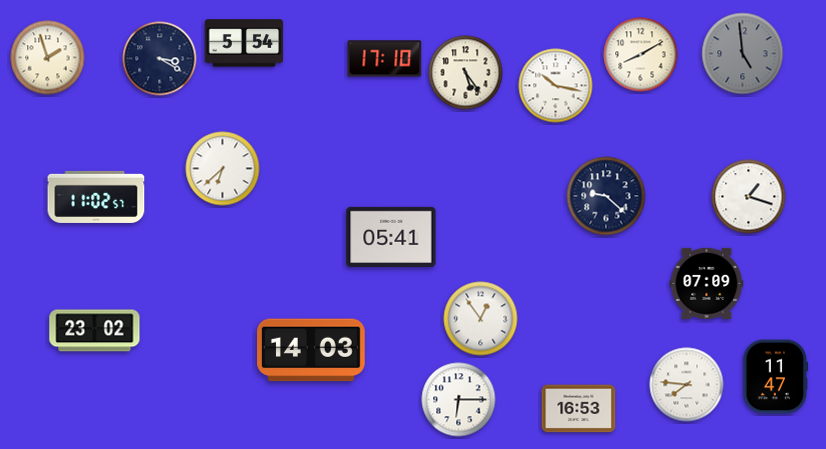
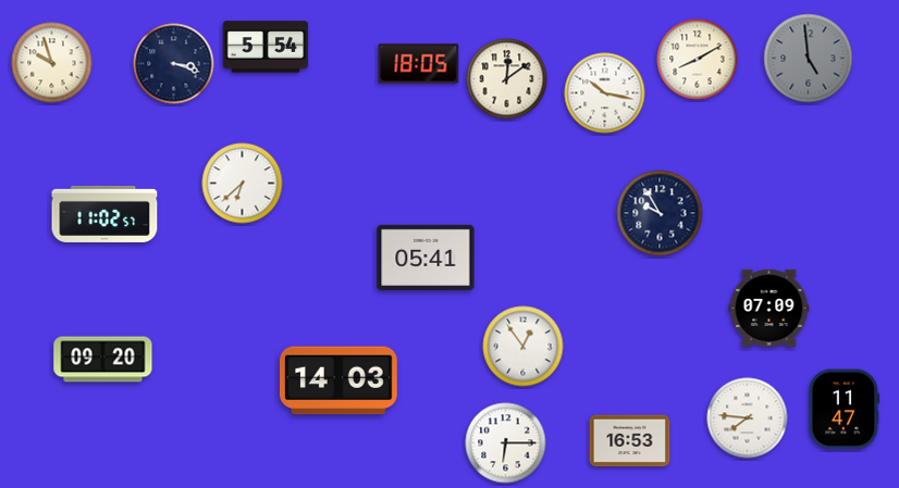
clock at (48, 58): 1:57 -> 9:57
clock at (160, 59): 3:20 -> 3:18
clock at (385, 59): 17:10 -> 18:05
clock at (466, 73): 5:24 -> 12:09
clock at (606, 196): 9:22 -> 9:55
clock at (749, 197): 1:18 -> none
clock at (95, 331): 23:02 -> 09:20
clock at (459, 400) position: (459, 400) -> (506, 443)
clock at (579, 409) position: (579, 409) -> (630, 441)
